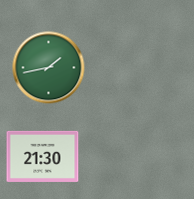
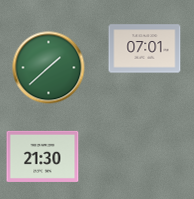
clock at (145, 49): none -> 07:01
clock at (49, 68): 1:43 -> 1:38
